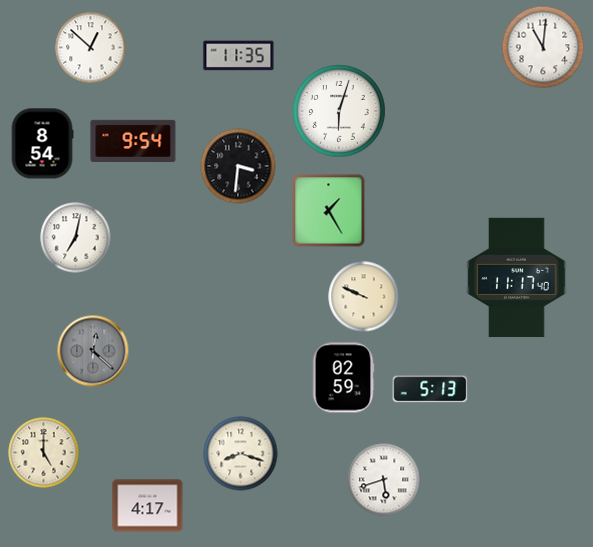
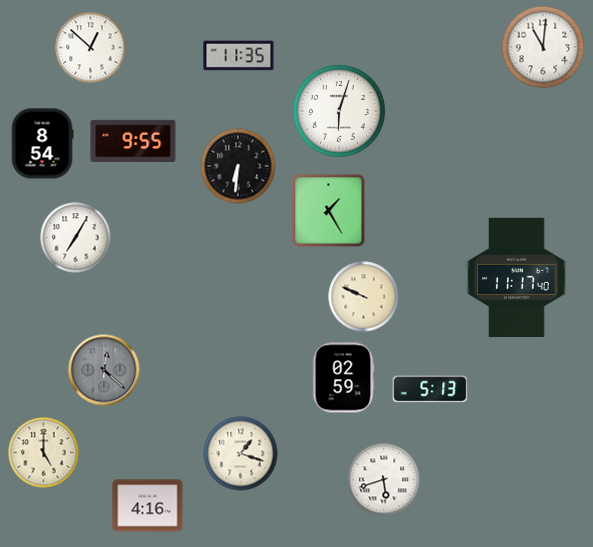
clock at (133, 140): 9:54 -> 9:55
clock at (238, 166): 3:31 -> 6:31
clock at (76, 238): 7:02 -> 7:05
clock at (93, 351) position: (93, 351) -> (104, 370)
clock at (241, 454): 8:18 -> 1:18
clock at (148, 506): 4:17 -> 4:16
